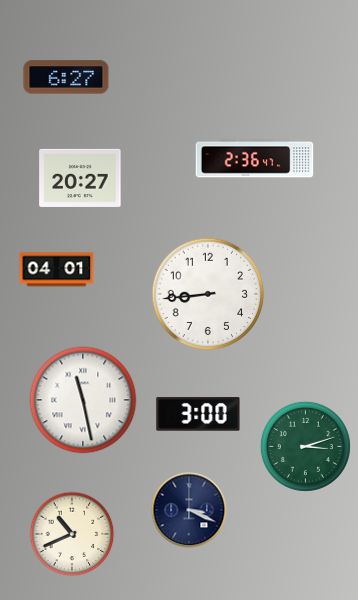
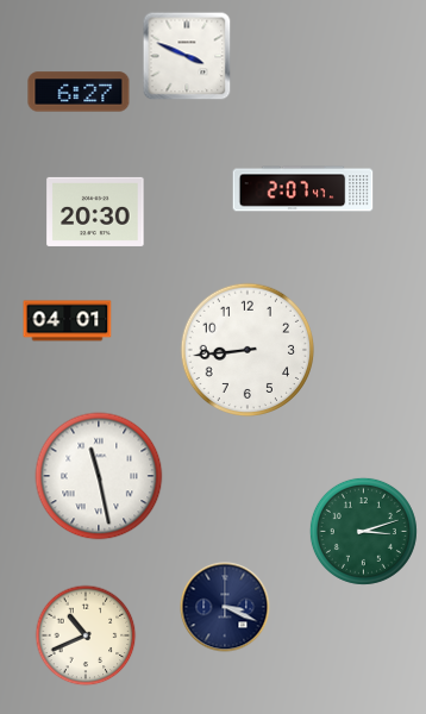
clock at (187, 56): none -> 3:49
clock at (255, 159): 2:36 -> 2:07
clock at (80, 178): 20:27 -> 20:30
clock at (198, 414): 3:00 -> none
